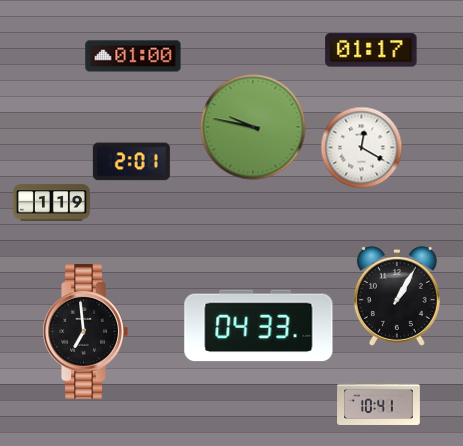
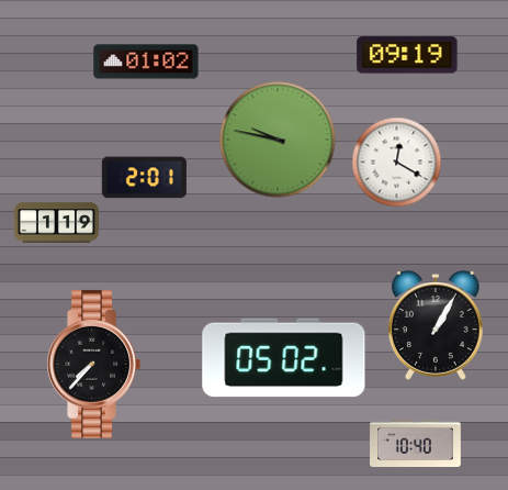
clock at (371, 50): 01:17 -> 09:19
clock at (133, 56): 01:00 -> 01:02
clock at (259, 326): 04:33 -> 05:02
clock at (85, 331): 6:59 -> 7:37
clock at (379, 403): 10:41 -> 10:40
